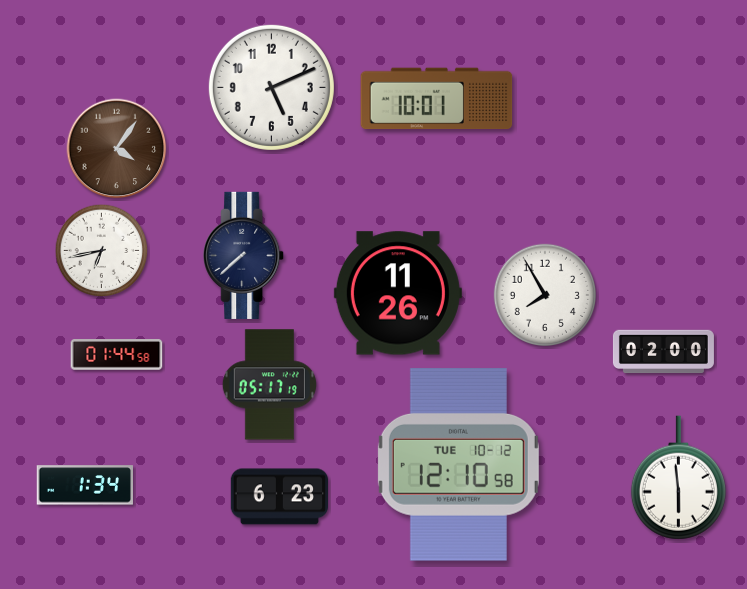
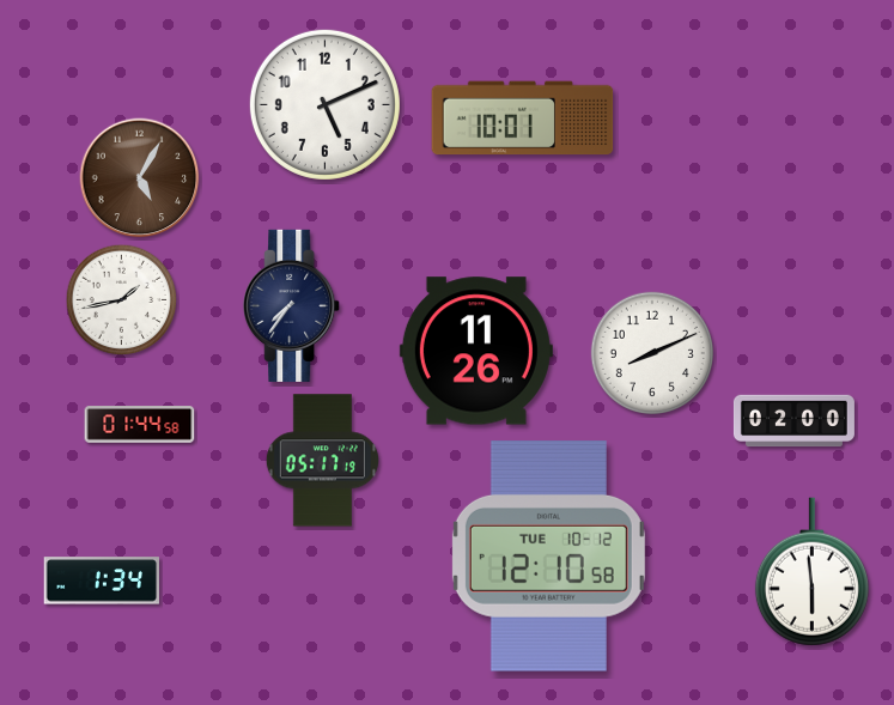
clock at (117, 149): 4:06 -> 5:05
clock at (102, 251): 6:43 -> 1:43
clock at (244, 255): 7:38 -> 7:36
clock at (544, 294): 7:55 -> 8:11
clock at (279, 497): 6:23 -> none
